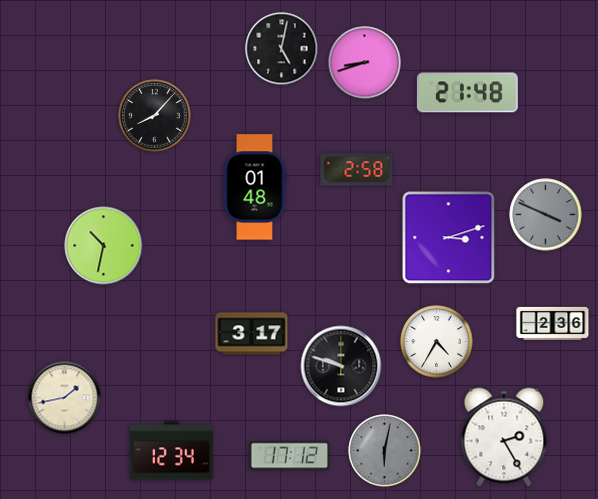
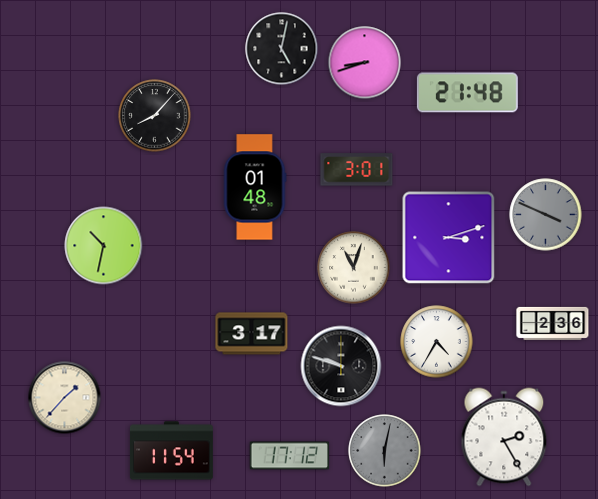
clock at (357, 170): 2:58 -> 3:01
clock at (354, 268): none -> 11:03
clock at (65, 398): 1:43 -> 1:37
clock at (171, 451): 12:34 -> 11:54
